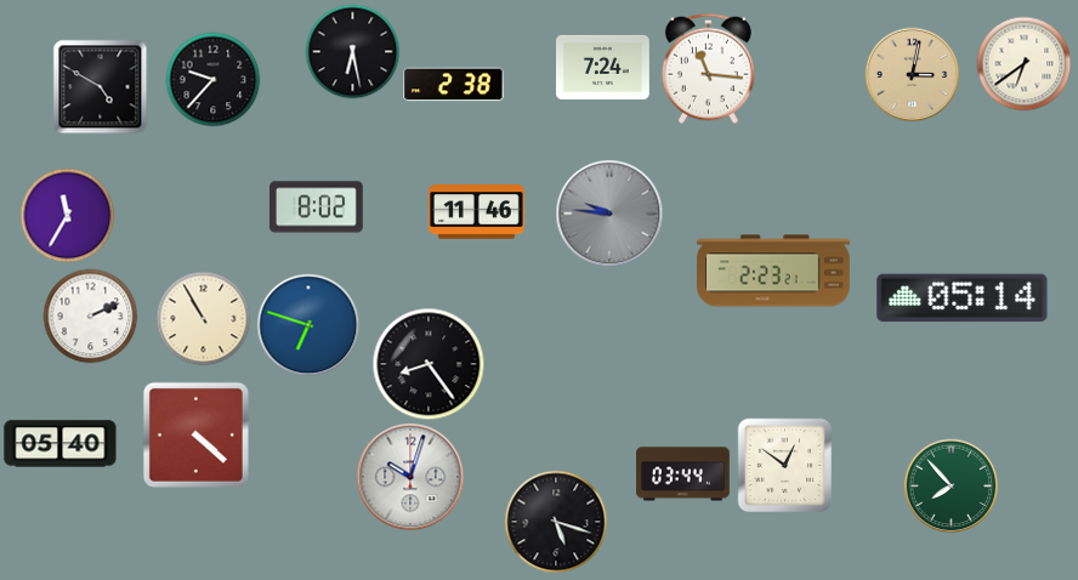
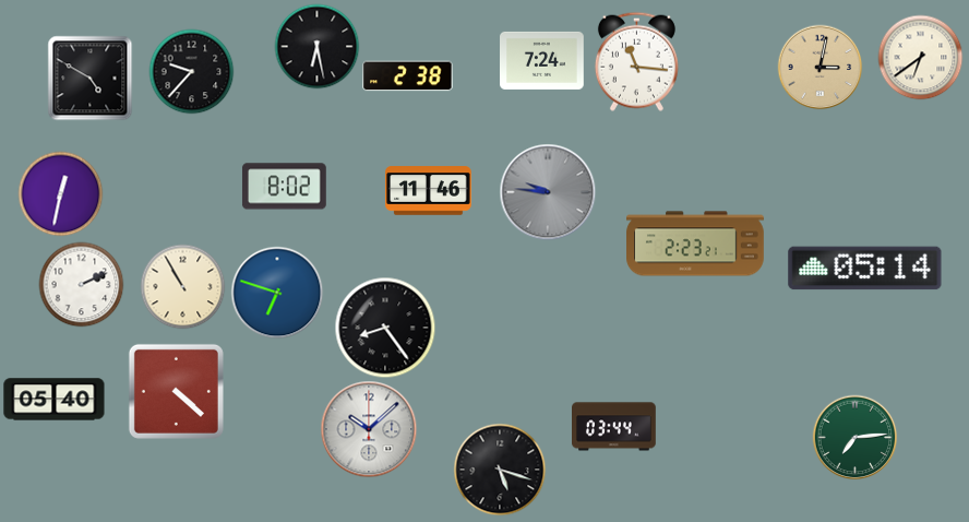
clock at (67, 215): 11:35 -> 12:32
clock at (784, 465): 12:51 -> none
clock at (410, 477): 10:03 -> 10:08
clock at (951, 485): 7:53 -> 7:14
